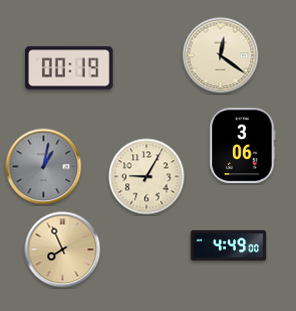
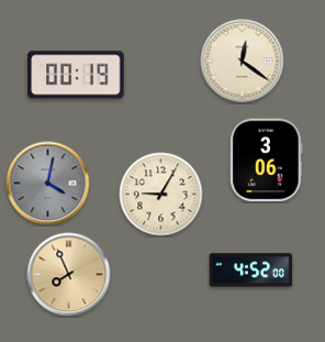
clock at (44, 167): 1:02 -> 4:02
clock at (229, 246): 4:49 -> 4:52
